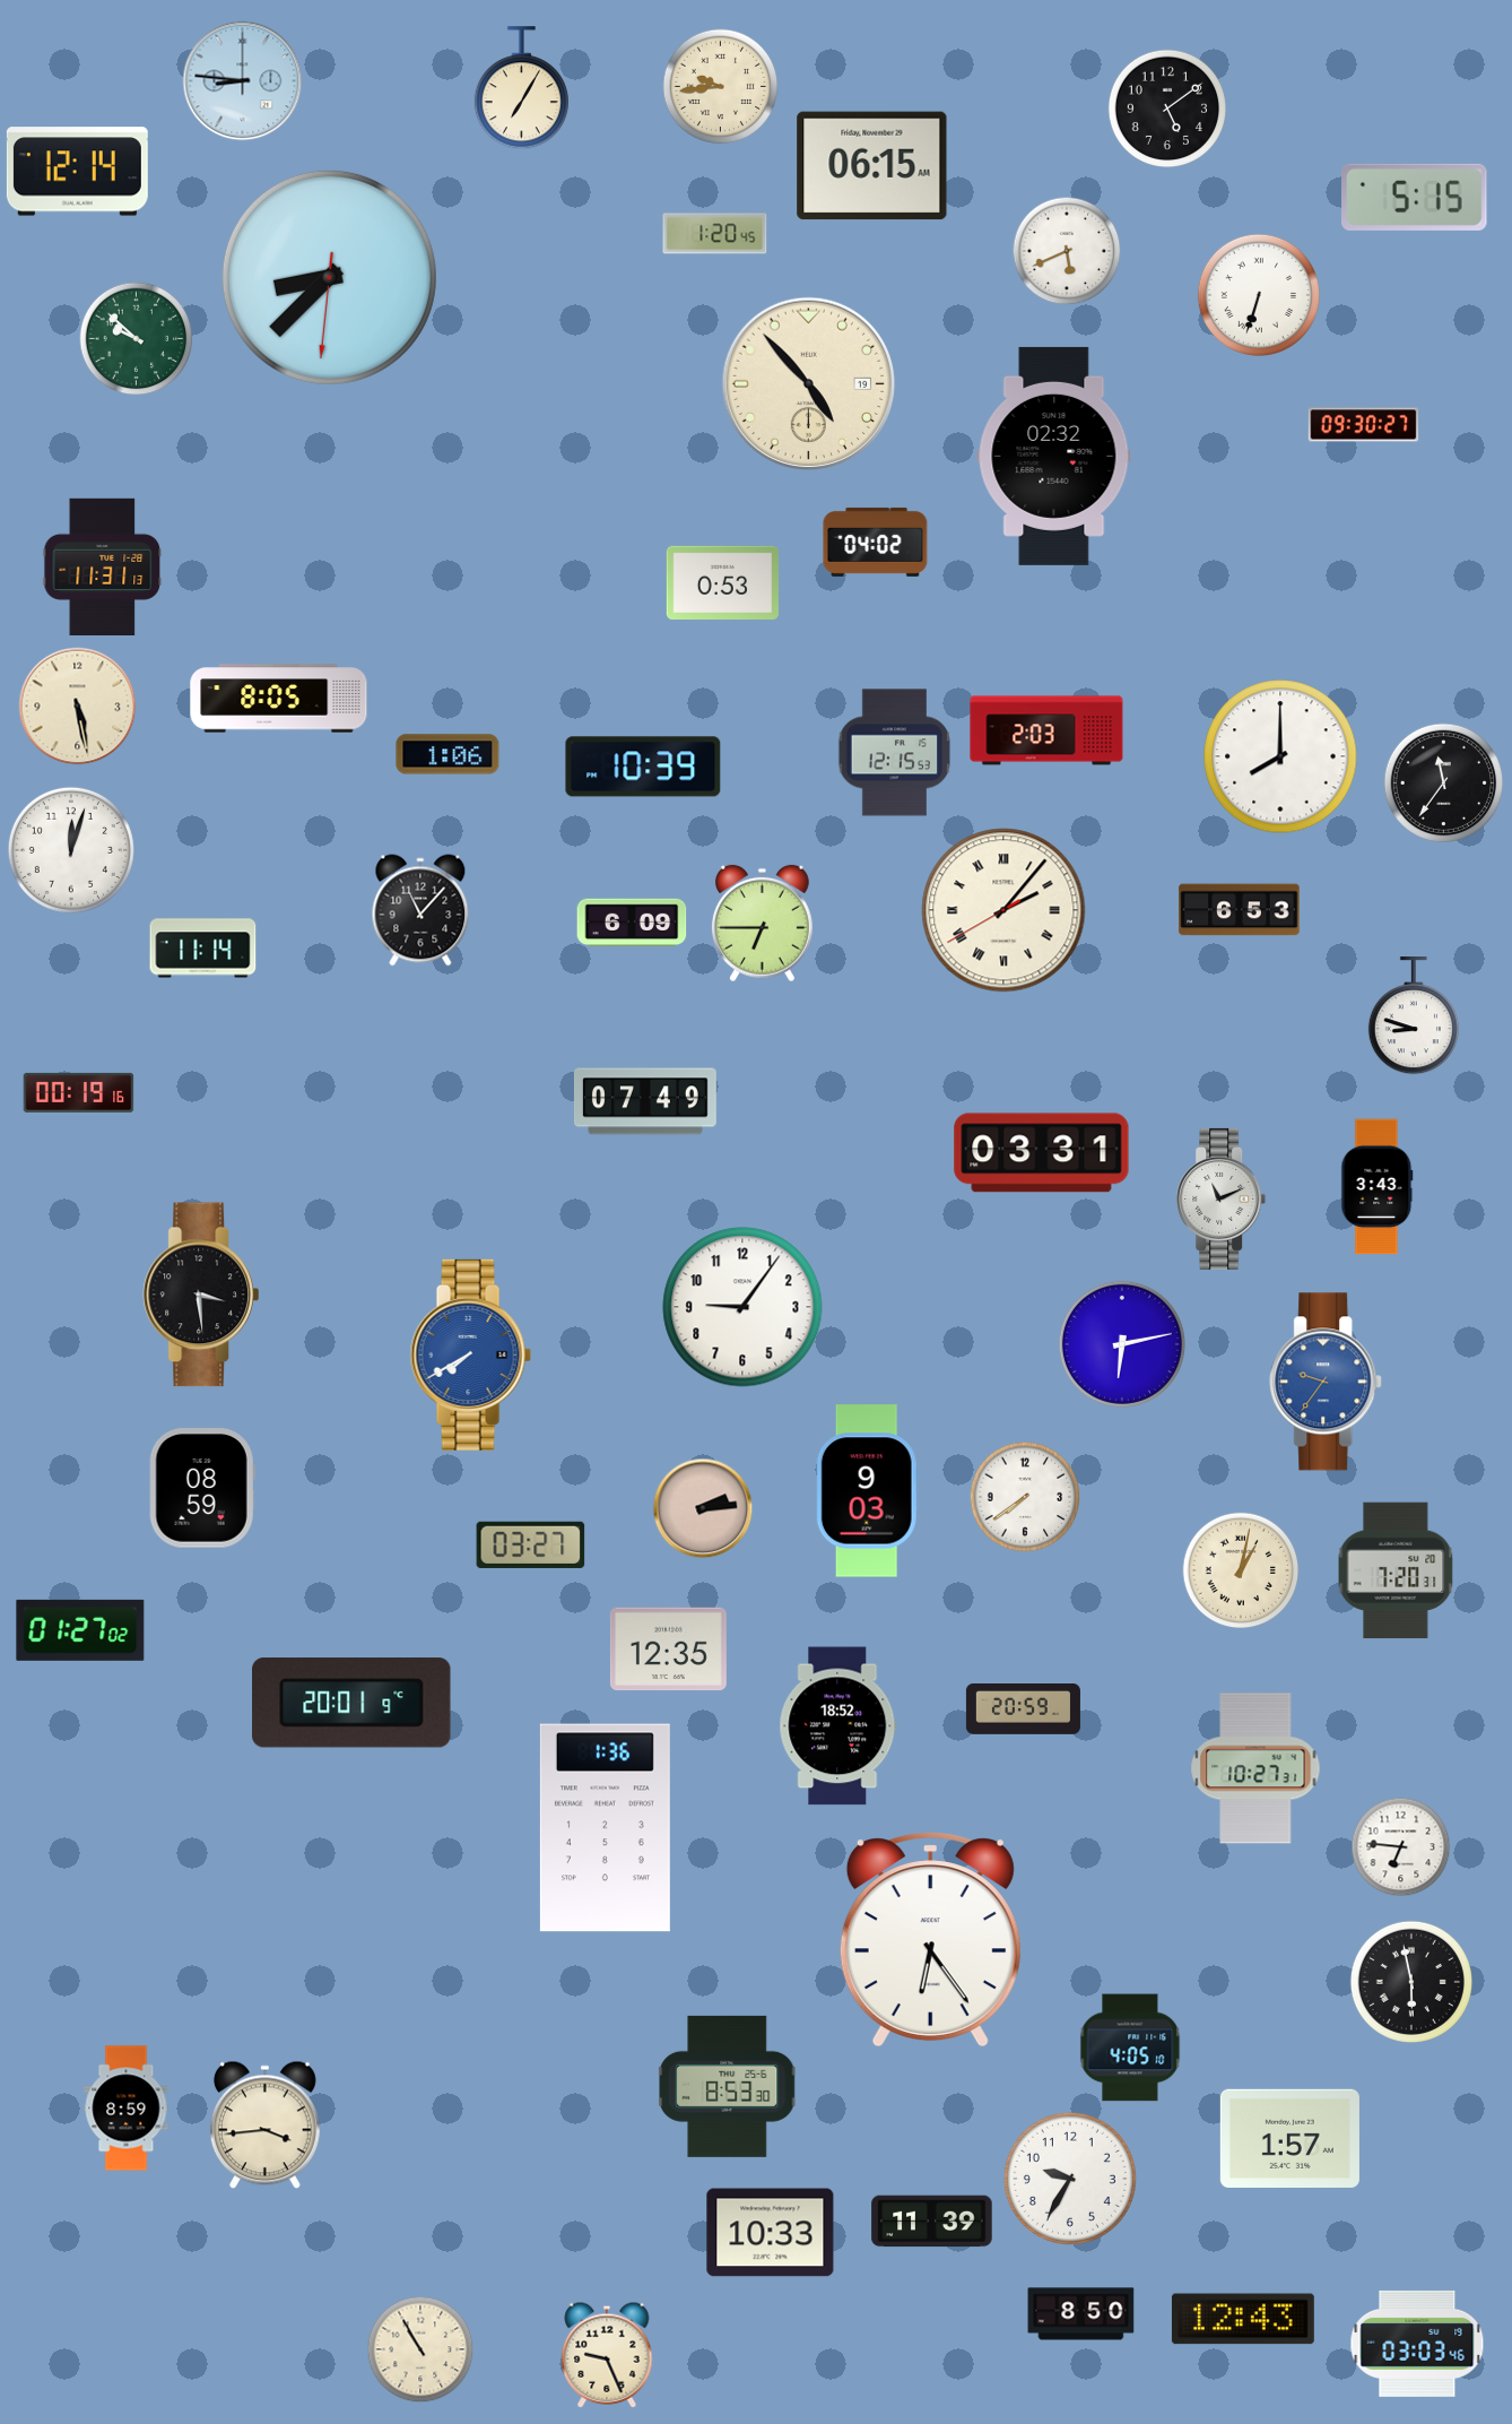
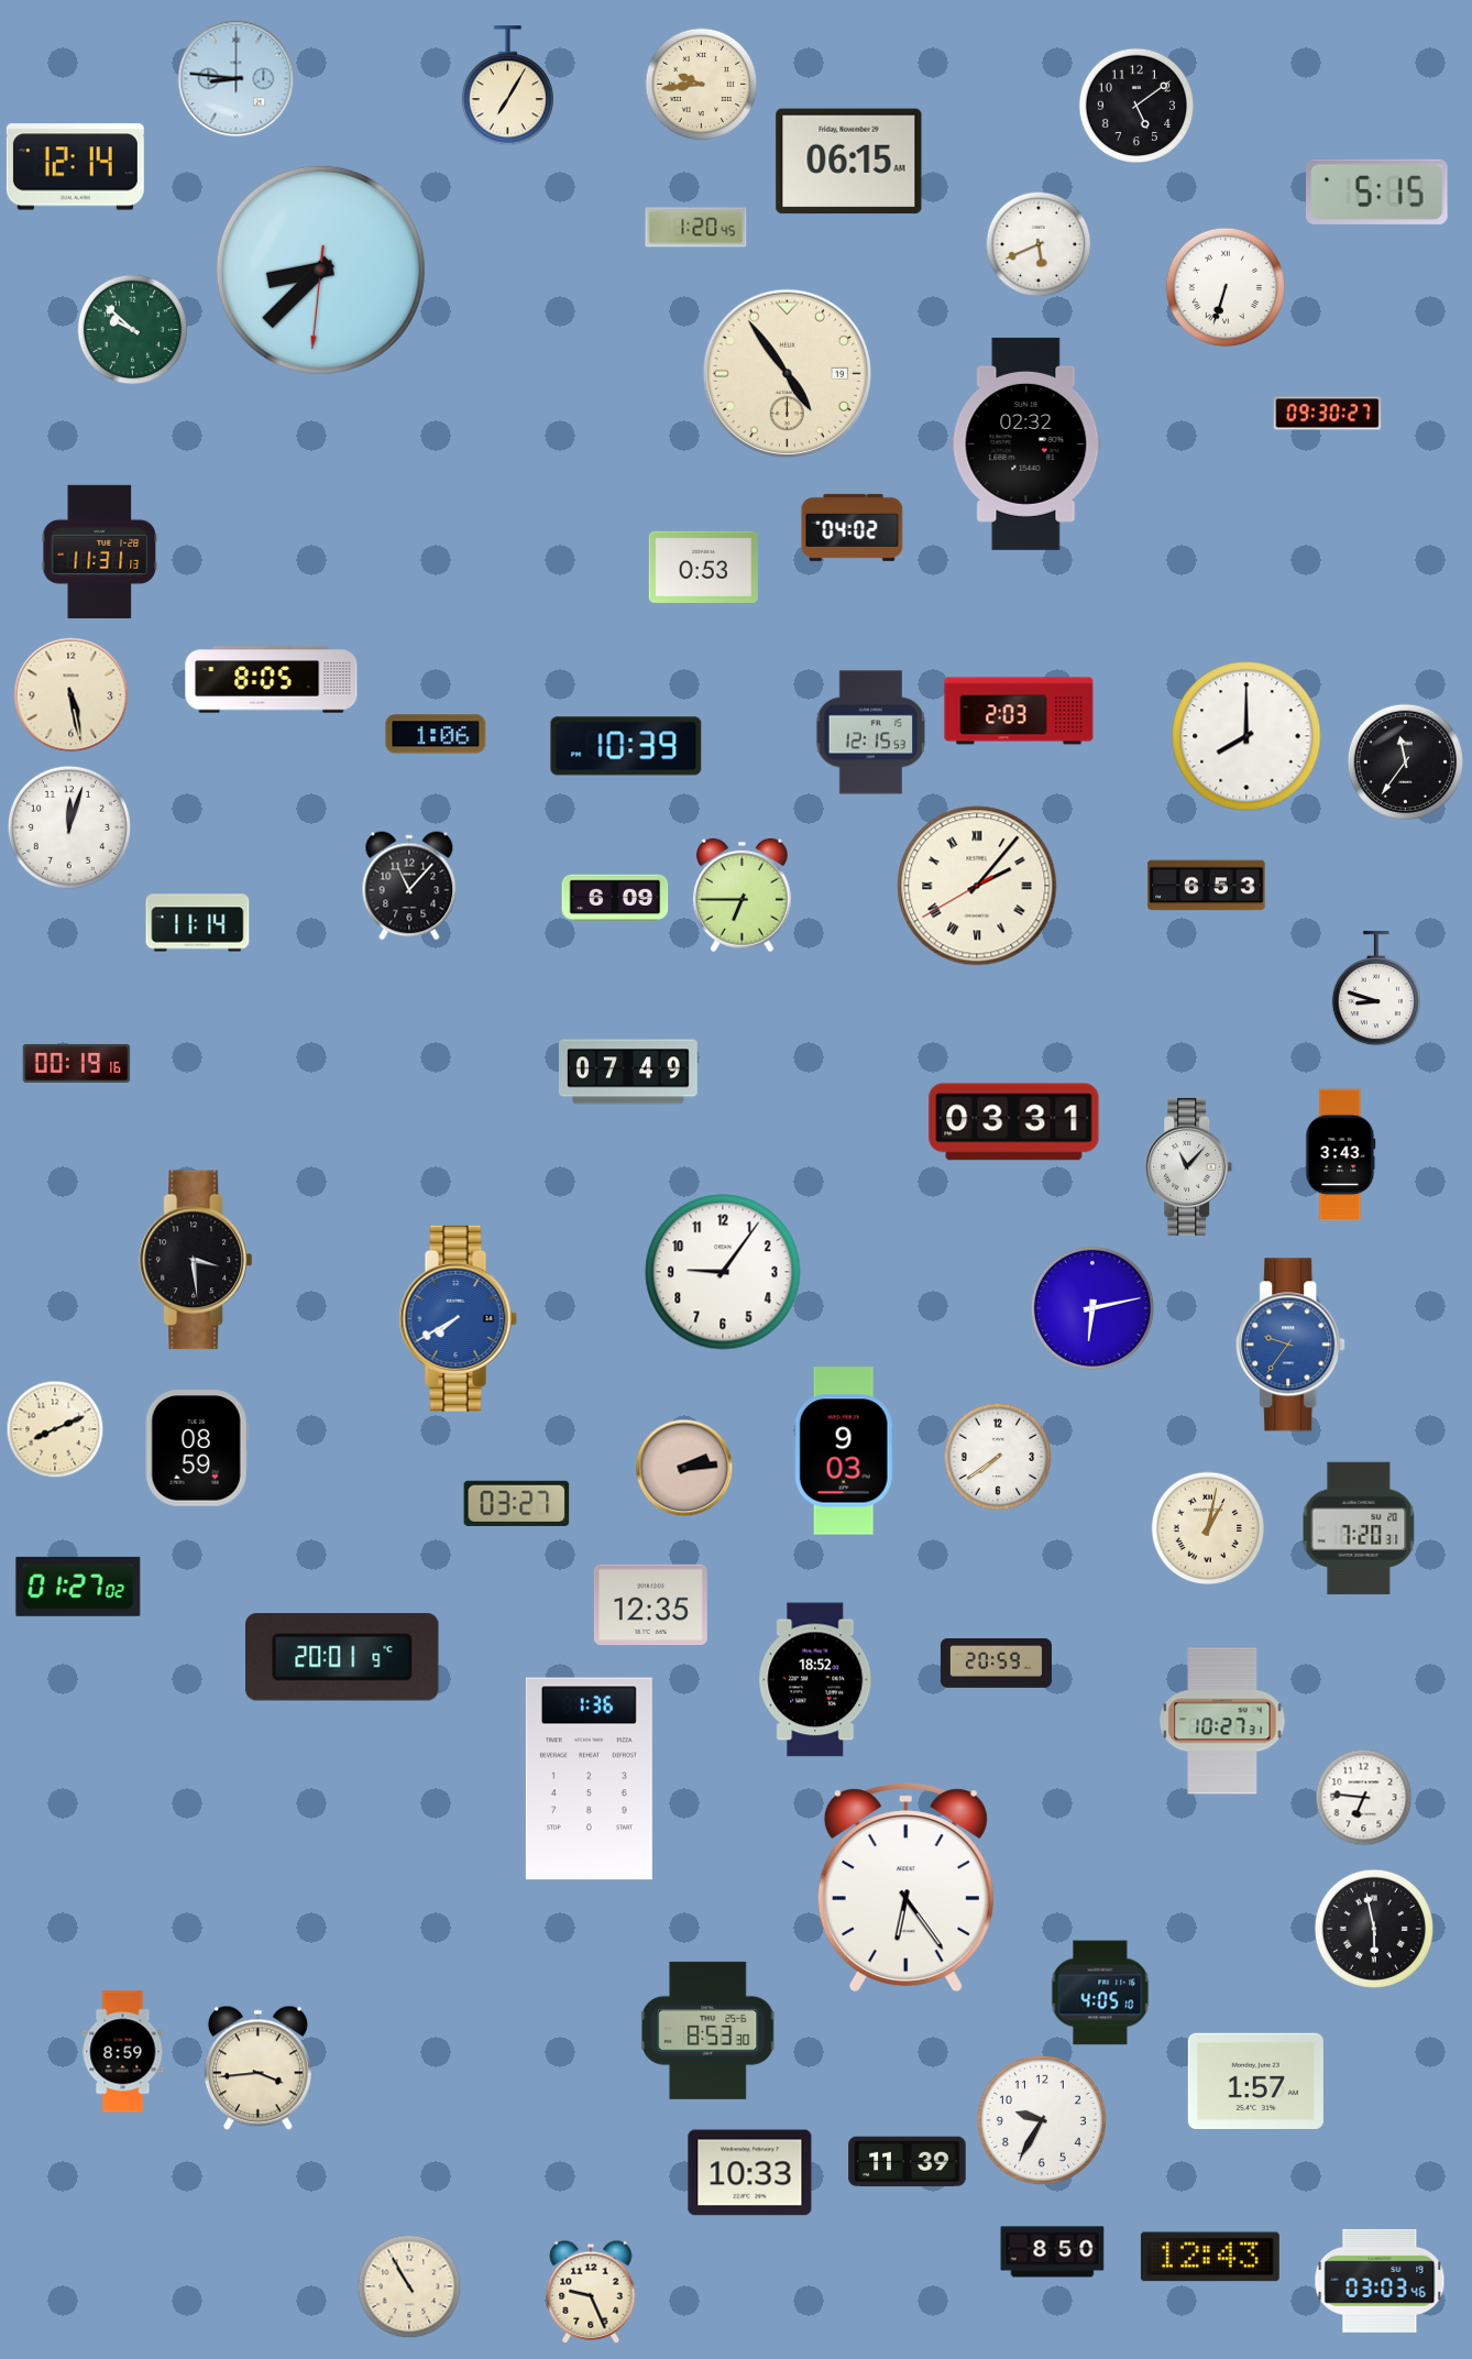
clock at (809, 384): 4:53 -> 4:54
clock at (78, 707) position: (78, 707) -> (72, 695)
clock at (762, 924) position: (762, 924) -> (742, 896)
clock at (1222, 1198): 11:11 -> 11:07
clock at (55, 1429): none -> 8:11
